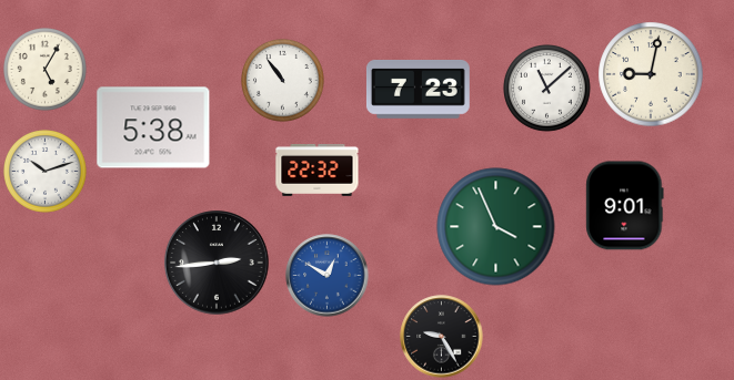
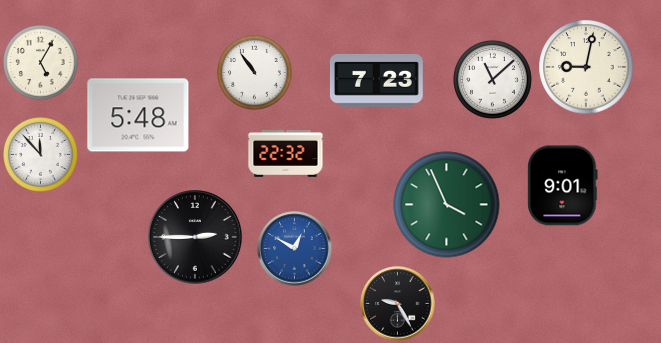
clock at (153, 127): 5:38 -> 5:48
clock at (46, 172): 10:12 -> 11:53
clock at (217, 263): 2:44 -> 2:45
